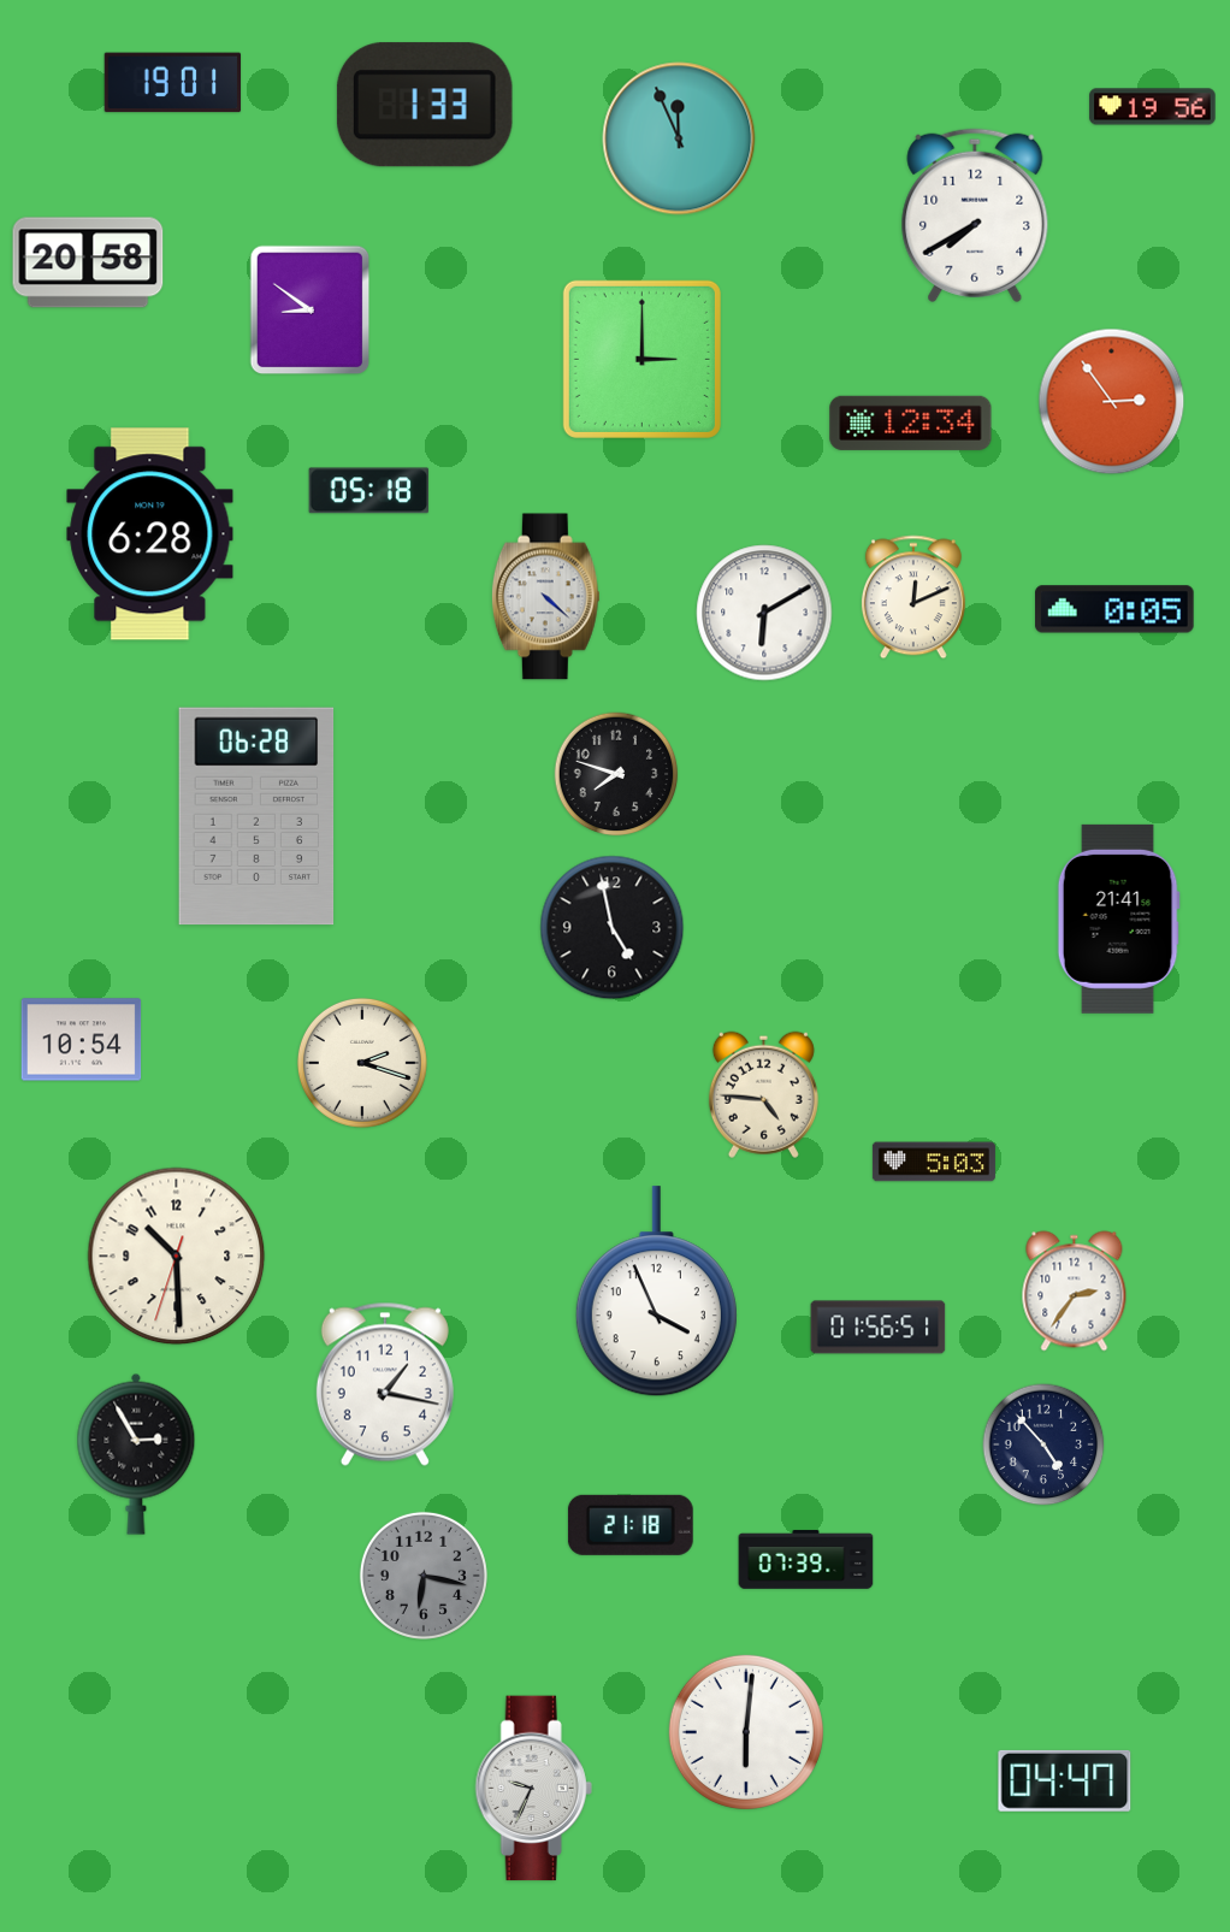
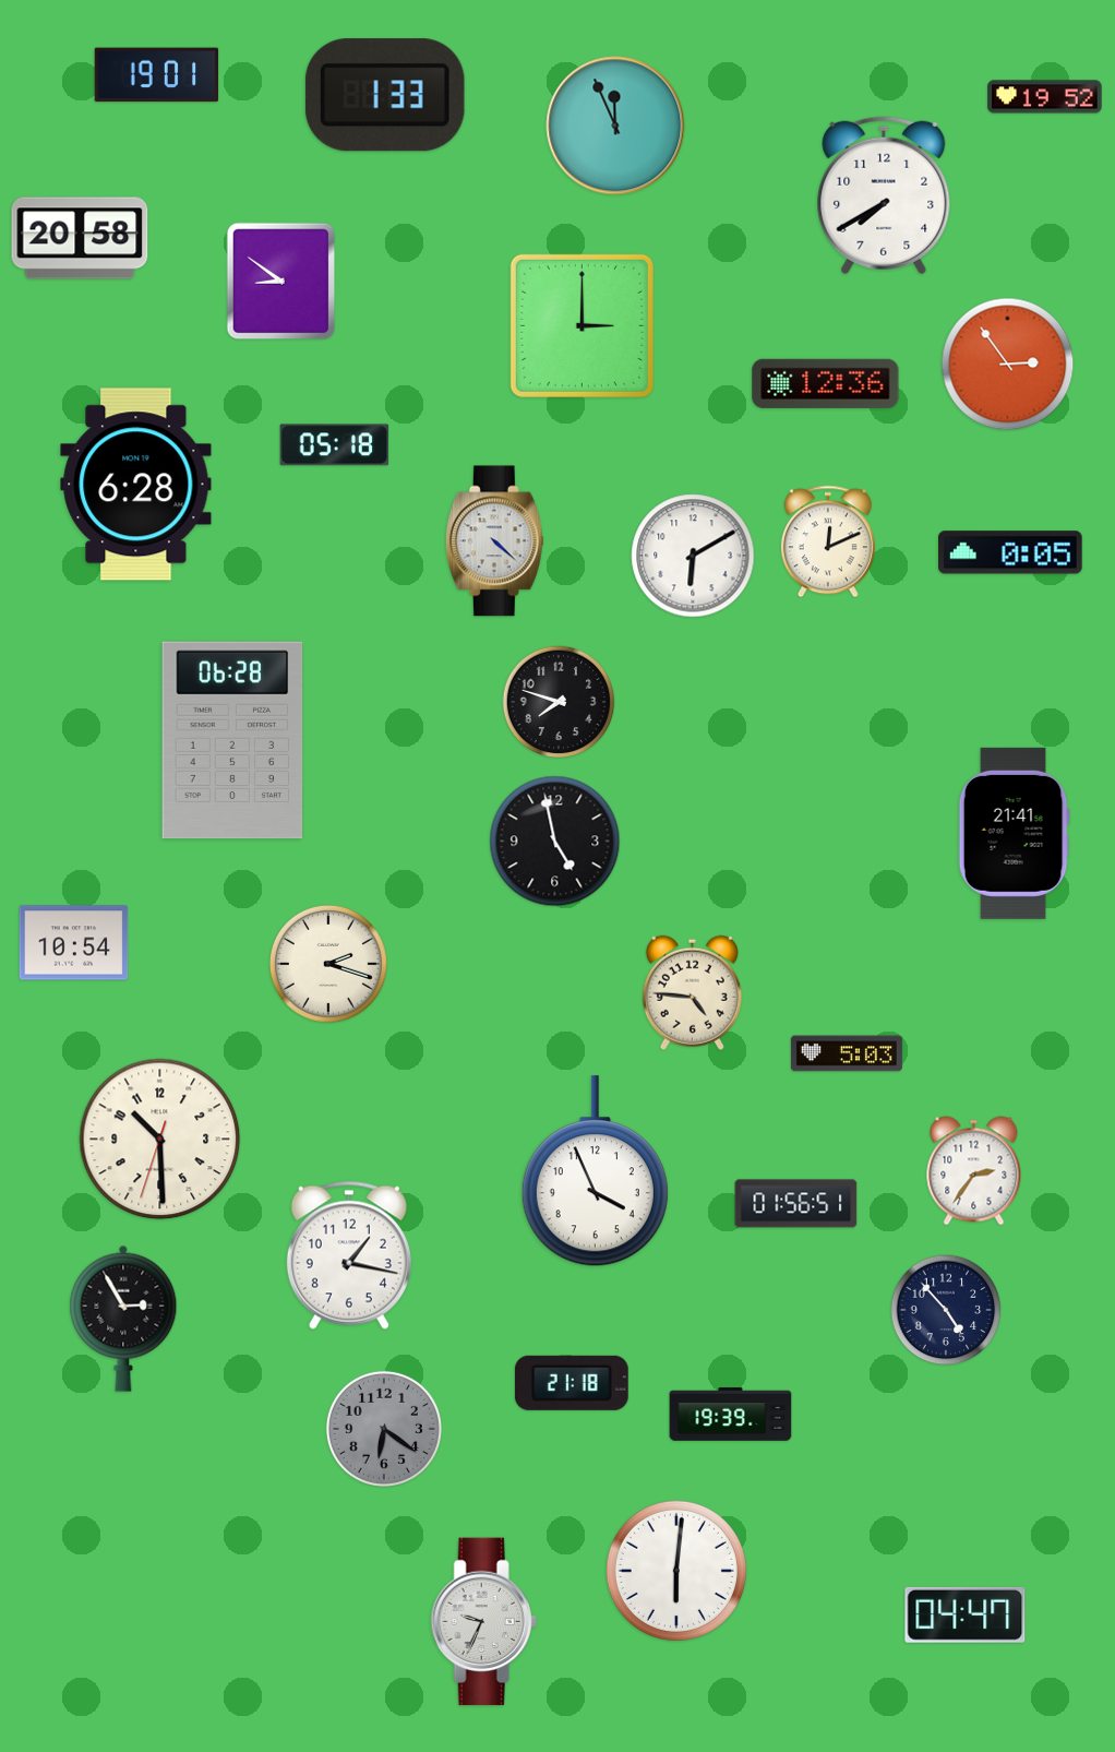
clock at (1153, 107): 19:56 -> 19:52
clock at (911, 423): 12:34 -> 12:36
clock at (806, 1560): 07:39 -> 19:39
clock at (424, 1576): 6:17 -> 6:21
